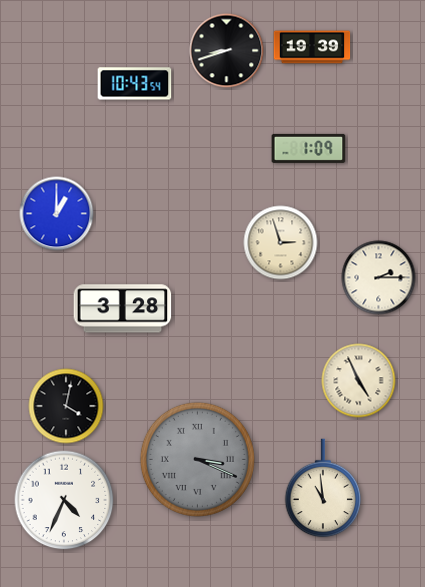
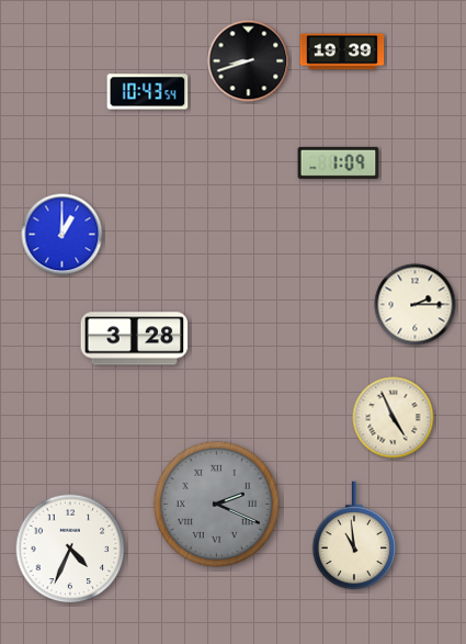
clock at (227, 51) position: (227, 51) -> (249, 61)
clock at (281, 243): 2:57 -> none
clock at (66, 406): 4:02 -> none
clock at (197, 459): 3:19 -> 2:19
